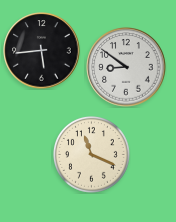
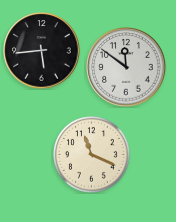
clock at (126, 67): 8:51 -> 11:51
